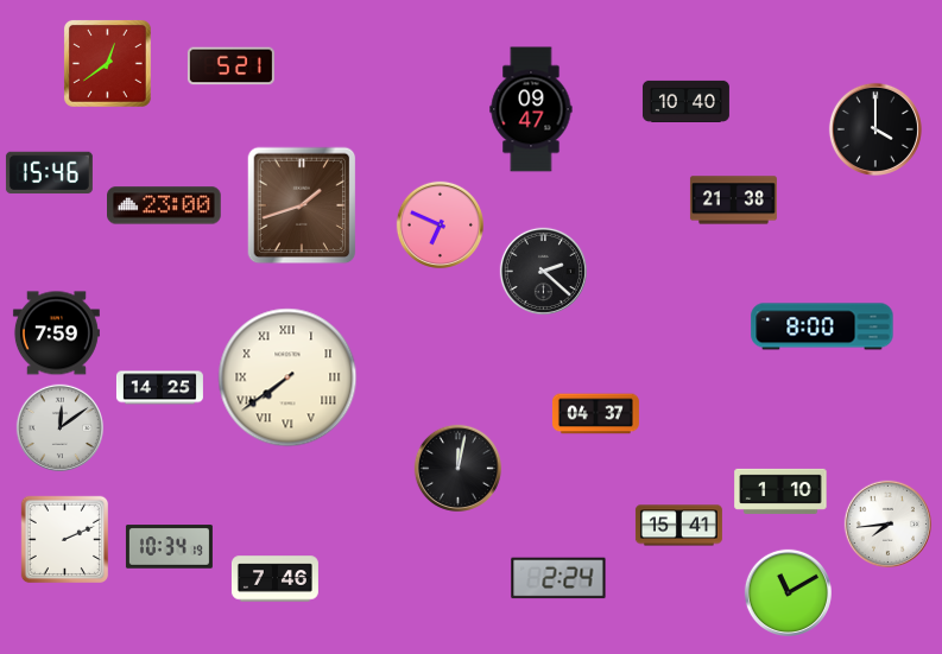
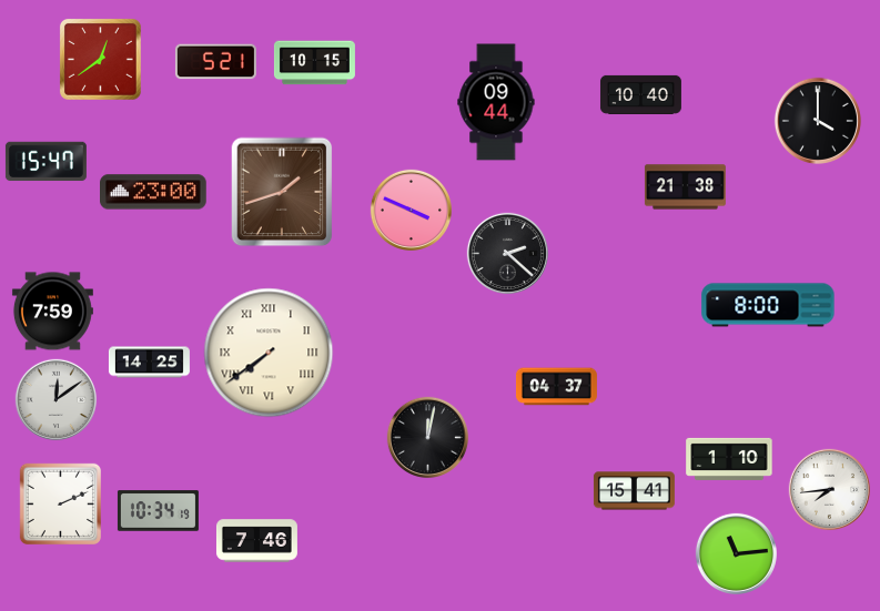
clock at (314, 63): none -> 10:15
clock at (531, 109): 09:47 -> 09:44
clock at (49, 173): 15:46 -> 15:47
clock at (440, 224): 6:49 -> 3:49
clock at (558, 578): 2:24 -> none
clock at (788, 592): 11:10 -> 11:14
